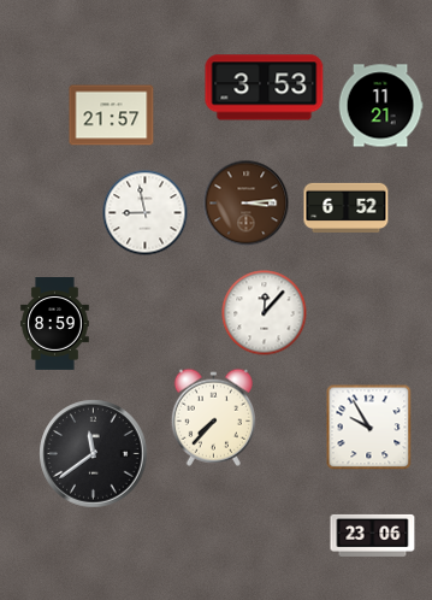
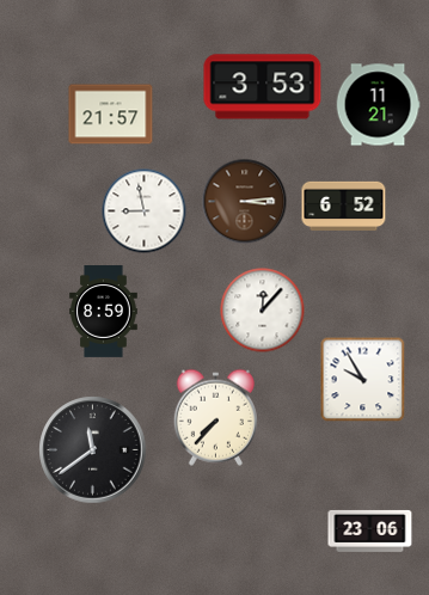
clock at (55, 324) position: (55, 324) -> (104, 312)
clock at (213, 417) position: (213, 417) -> (215, 417)
clock at (369, 428) position: (369, 428) -> (363, 380)
